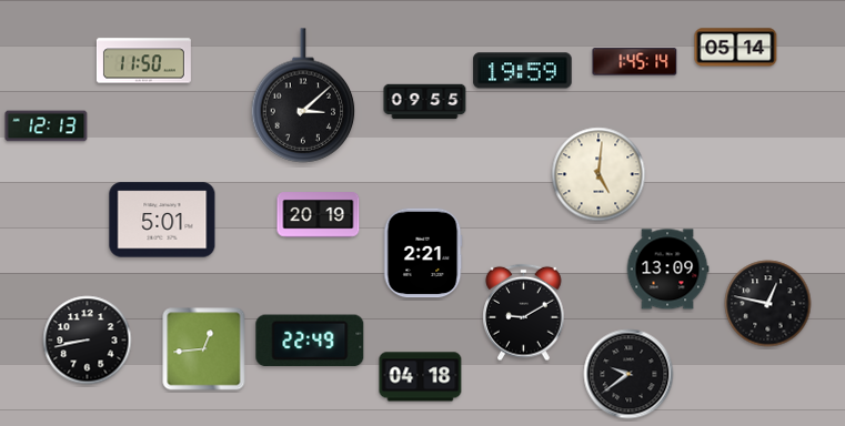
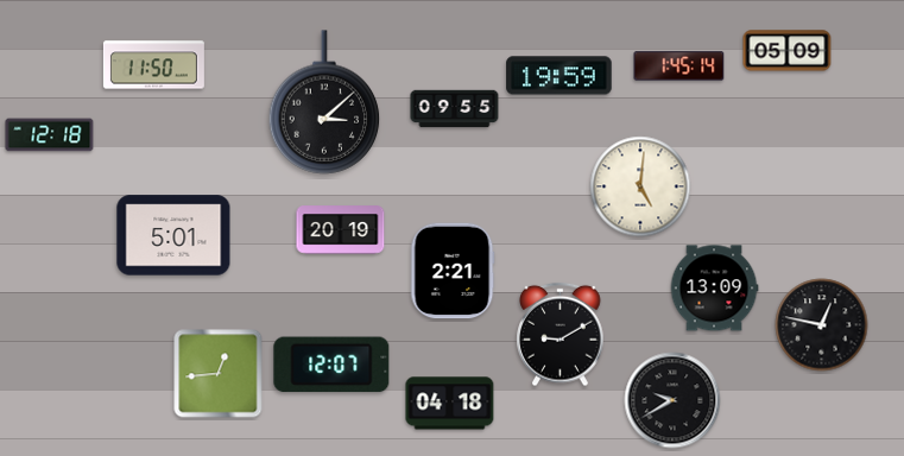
clock at (736, 48): 05:14 -> 05:09
clock at (47, 126): 12:13 -> 12:18
clock at (88, 341): 8:43 -> none
clock at (310, 341): 22:49 -> 12:07
clock at (628, 374): 9:39 -> 9:40
